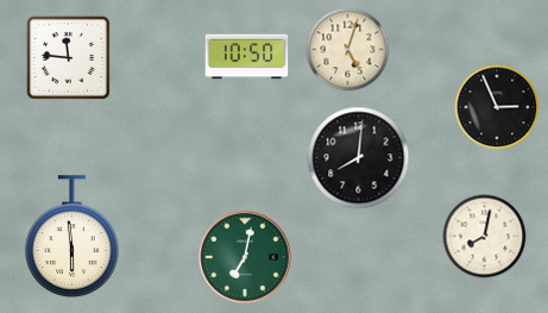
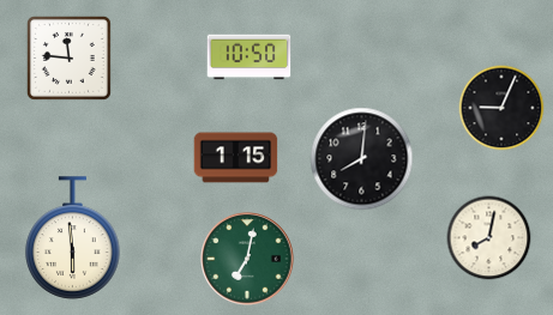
clock at (348, 50): 5:03 -> none
clock at (497, 107): 2:56 -> 9:04
clock at (236, 158): none -> 1:15
